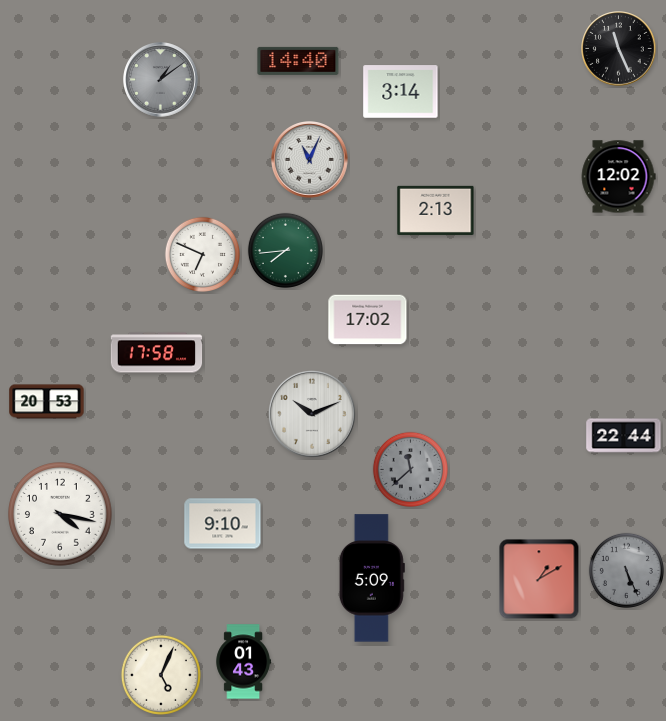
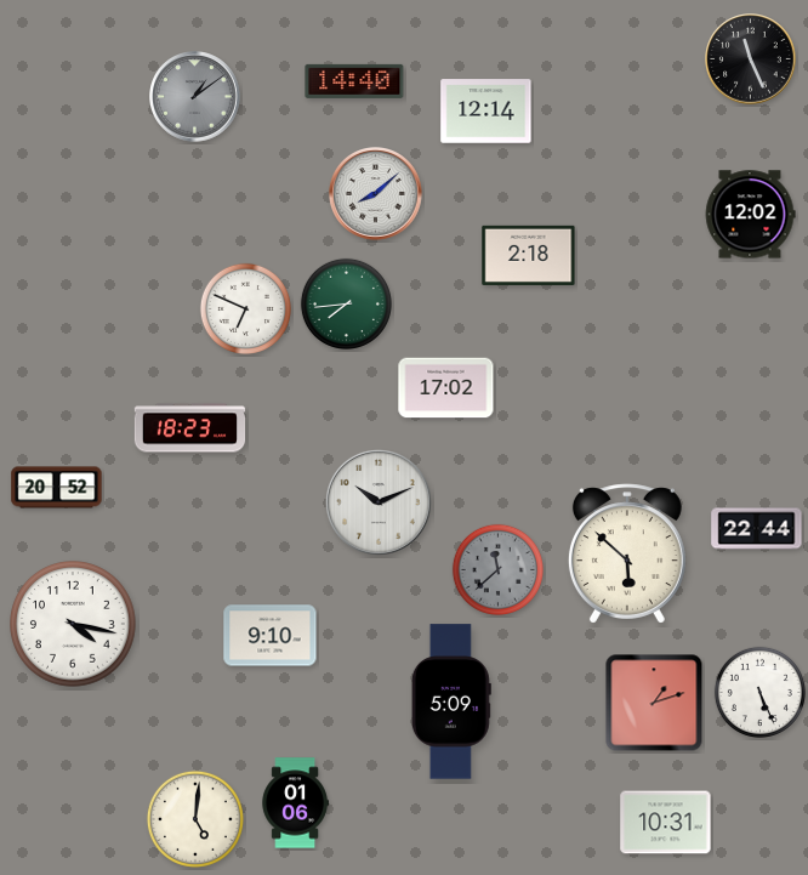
clock at (298, 61) position: (298, 61) -> (354, 81)
clock at (401, 92): 3:14 -> 12:14
clock at (310, 160): 11:04 -> 8:08
clock at (436, 210): 2:13 -> 2:18
clock at (157, 353): 17:58 -> 18:23
clock at (47, 402): 20:53 -> 20:52
clock at (627, 553): none -> 5:52
clock at (626, 570) dial: grey -> white
clock at (539, 579): 1:10 -> 1:12
clock at (243, 662): 01:43 -> 01:06
clock at (161, 675): 5:04 -> 5:01
clock at (666, 823): none -> 10:31
